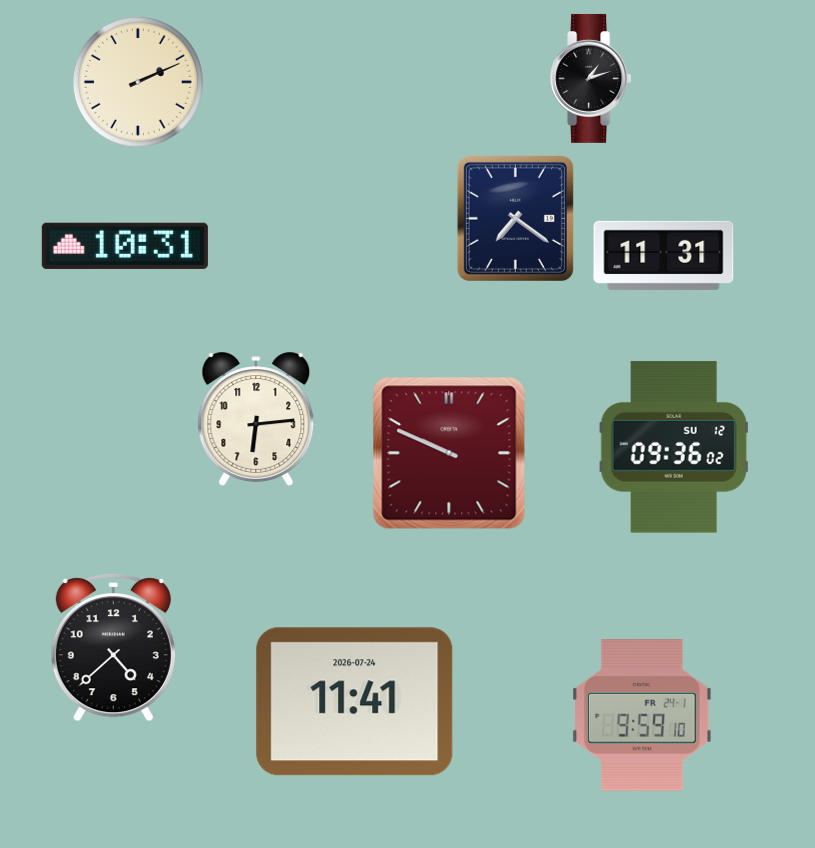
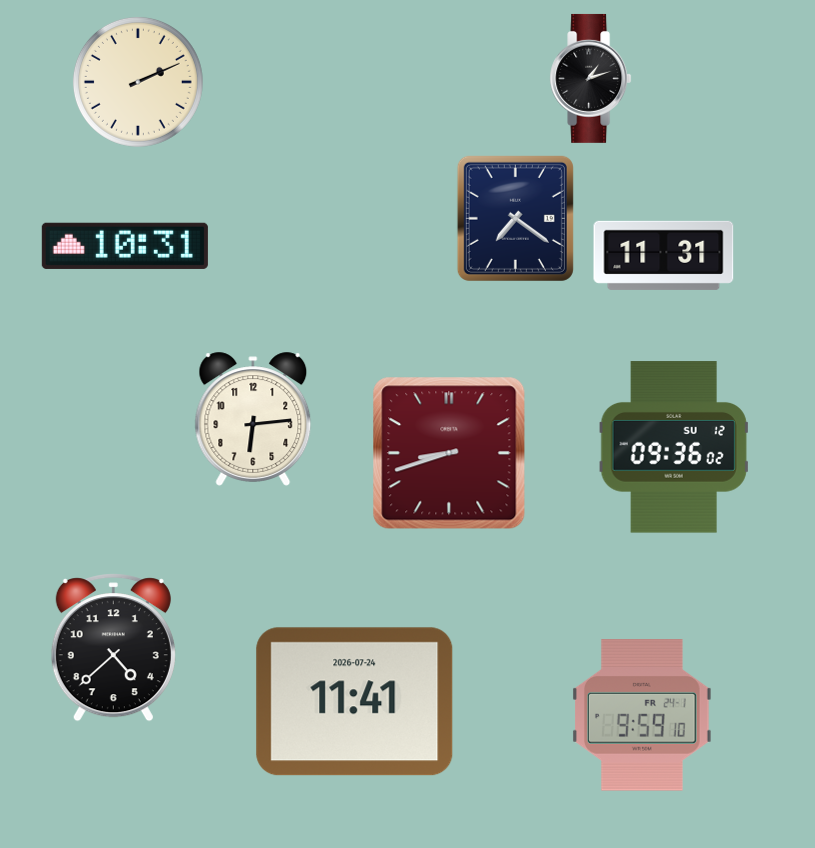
clock at (256, 419) position: (256, 419) -> (253, 419)
clock at (449, 453): 9:49 -> 8:42
